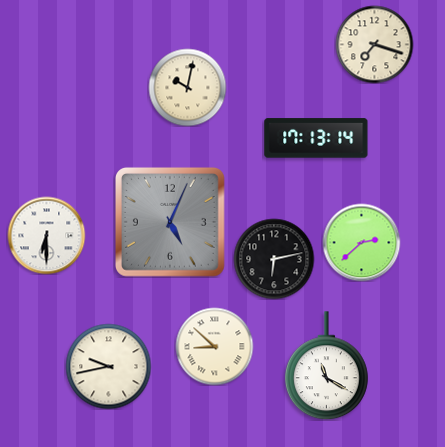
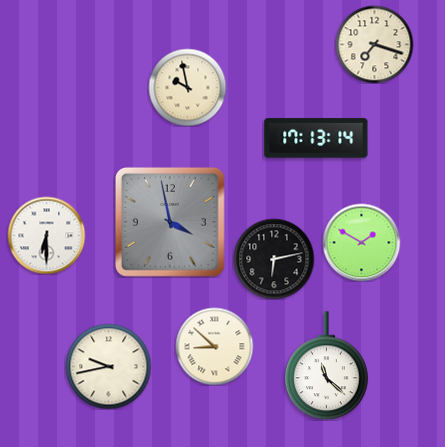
clock at (187, 87): 10:02 -> 9:58
clock at (170, 222): 5:04 -> 3:58
clock at (361, 242): 2:38 -> 1:50
clock at (326, 366): 11:20 -> 11:22
